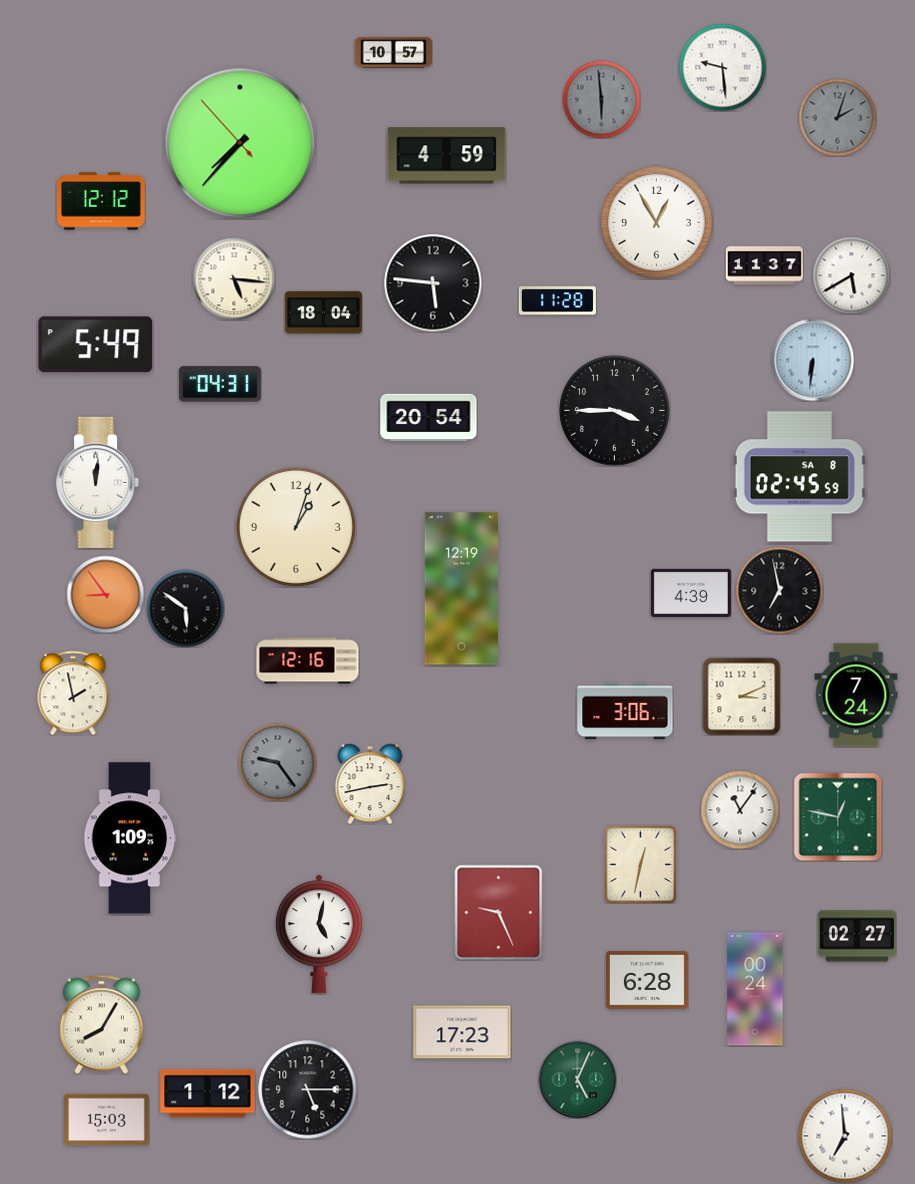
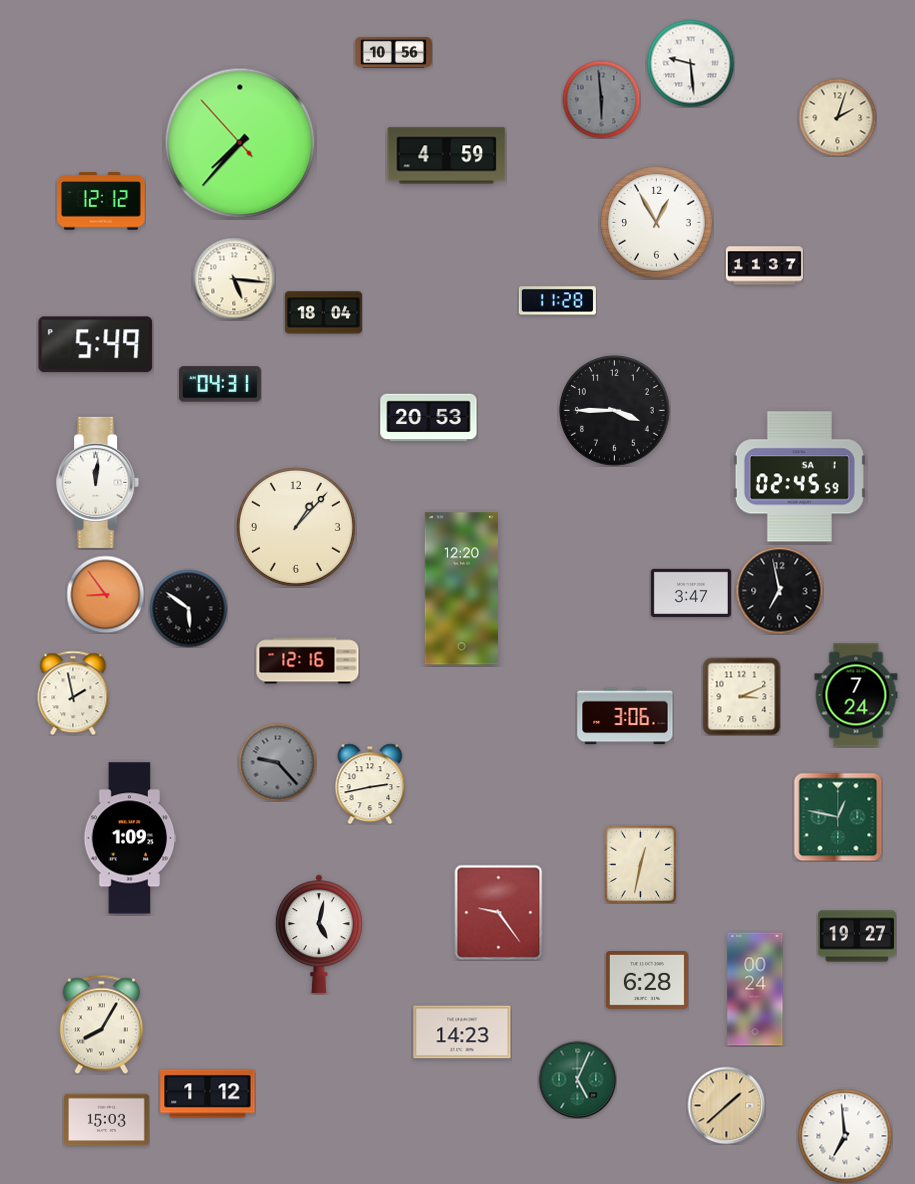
clock at (393, 52): 10:57 -> 10:56
clock at (722, 67) position: (722, 67) -> (690, 63)
clock at (837, 117) dial: grey -> cream
clock at (851, 275): 5:40 -> none
clock at (433, 283): 5:46 -> none
clock at (813, 360): 6:31 -> none
clock at (429, 418): 20:54 -> 20:53
clock at (799, 477) date: SA 8 -> SA 1
clock at (296, 527): 1:03 -> 1:07
clock at (461, 589): 12:19 -> 12:20
clock at (691, 593): 4:39 -> 3:47
clock at (185, 608) position: (185, 608) -> (188, 608)
clock at (625, 711) position: (625, 711) -> (625, 716)
clock at (277, 762): 9:24 -> 9:23
clock at (740, 810): 11:06 -> none
clock at (499, 912): 9:26 -> 9:24
clock at (857, 936): 02:27 -> 19:27
clock at (462, 1032): 17:23 -> 14:23
clock at (308, 1090): 5:15 -> none
clock at (726, 1105): none -> 1:38
